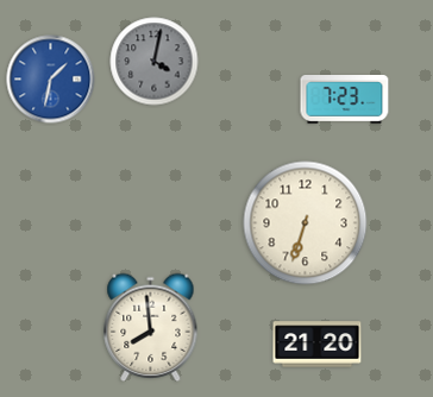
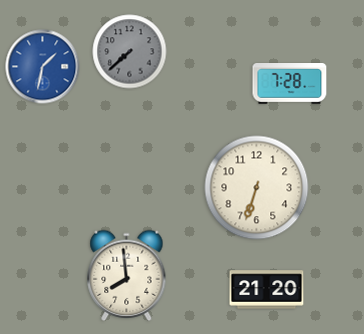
clock at (155, 62): 4:02 -> 7:38
clock at (345, 100): 7:23 -> 7:28
